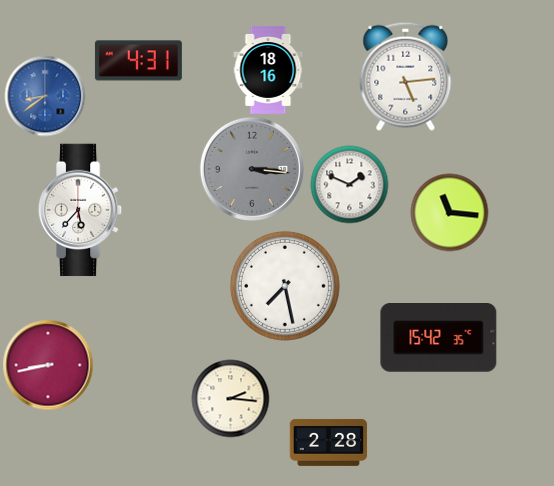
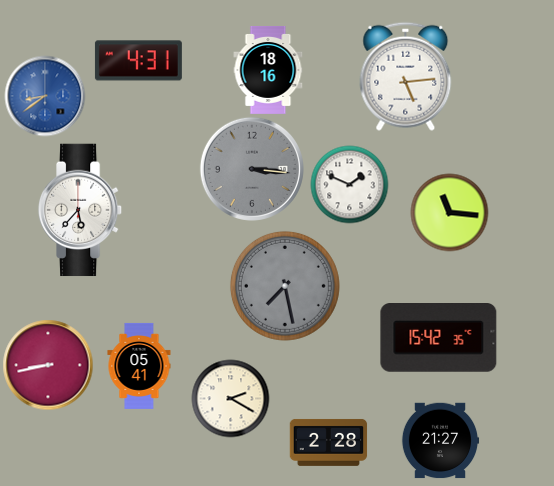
clock at (285, 286) dial: white -> grey
clock at (139, 366): none -> 05:41
clock at (230, 398): 2:16 -> 2:20
clock at (440, 441): none -> 21:27
